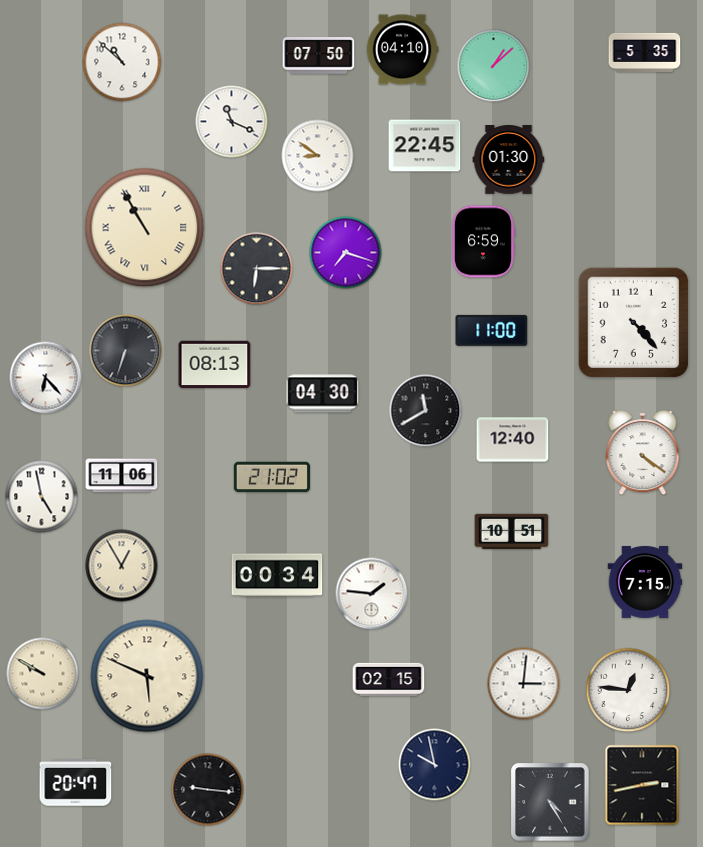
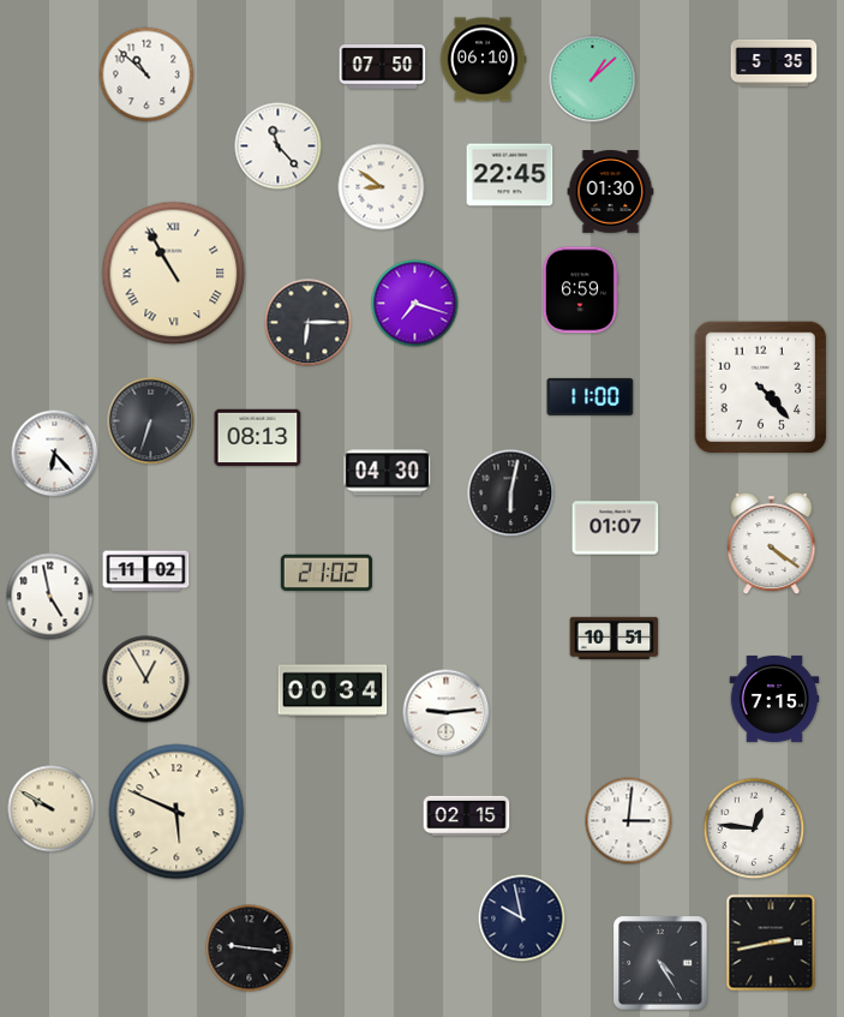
clock at (402, 50): 04:10 -> 06:10
clock at (232, 122): 11:19 -> 11:23
clock at (426, 411): 11:40 -> 6:02
clock at (513, 440): 12:40 -> 01:07
clock at (122, 476): 11:06 -> 11:02
clock at (372, 594): 1:46 -> 9:14
clock at (76, 783): 20:47 -> none
